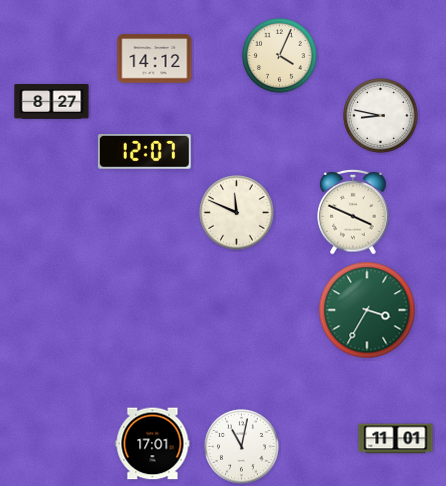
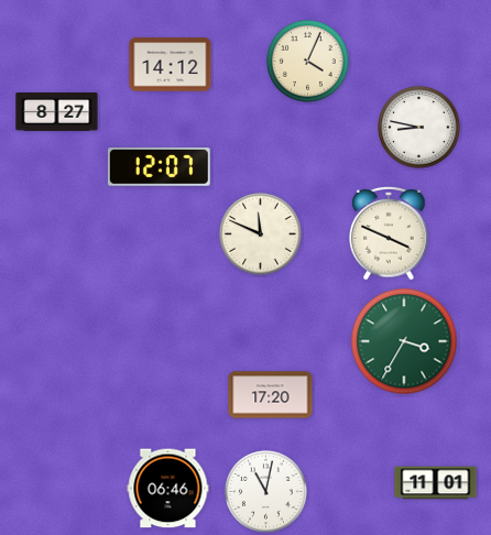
clock at (271, 395): none -> 17:20
clock at (153, 444): 17:01 -> 06:46
